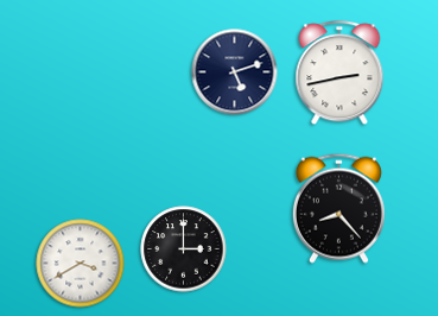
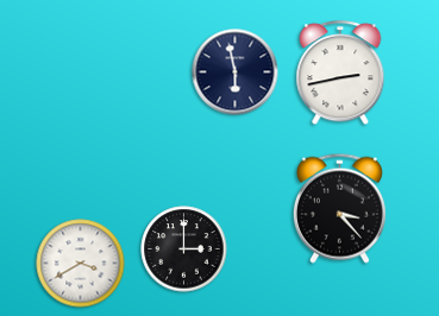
clock at (235, 72): 5:12 -> 5:58
clock at (338, 208): 8:23 -> 3:23
